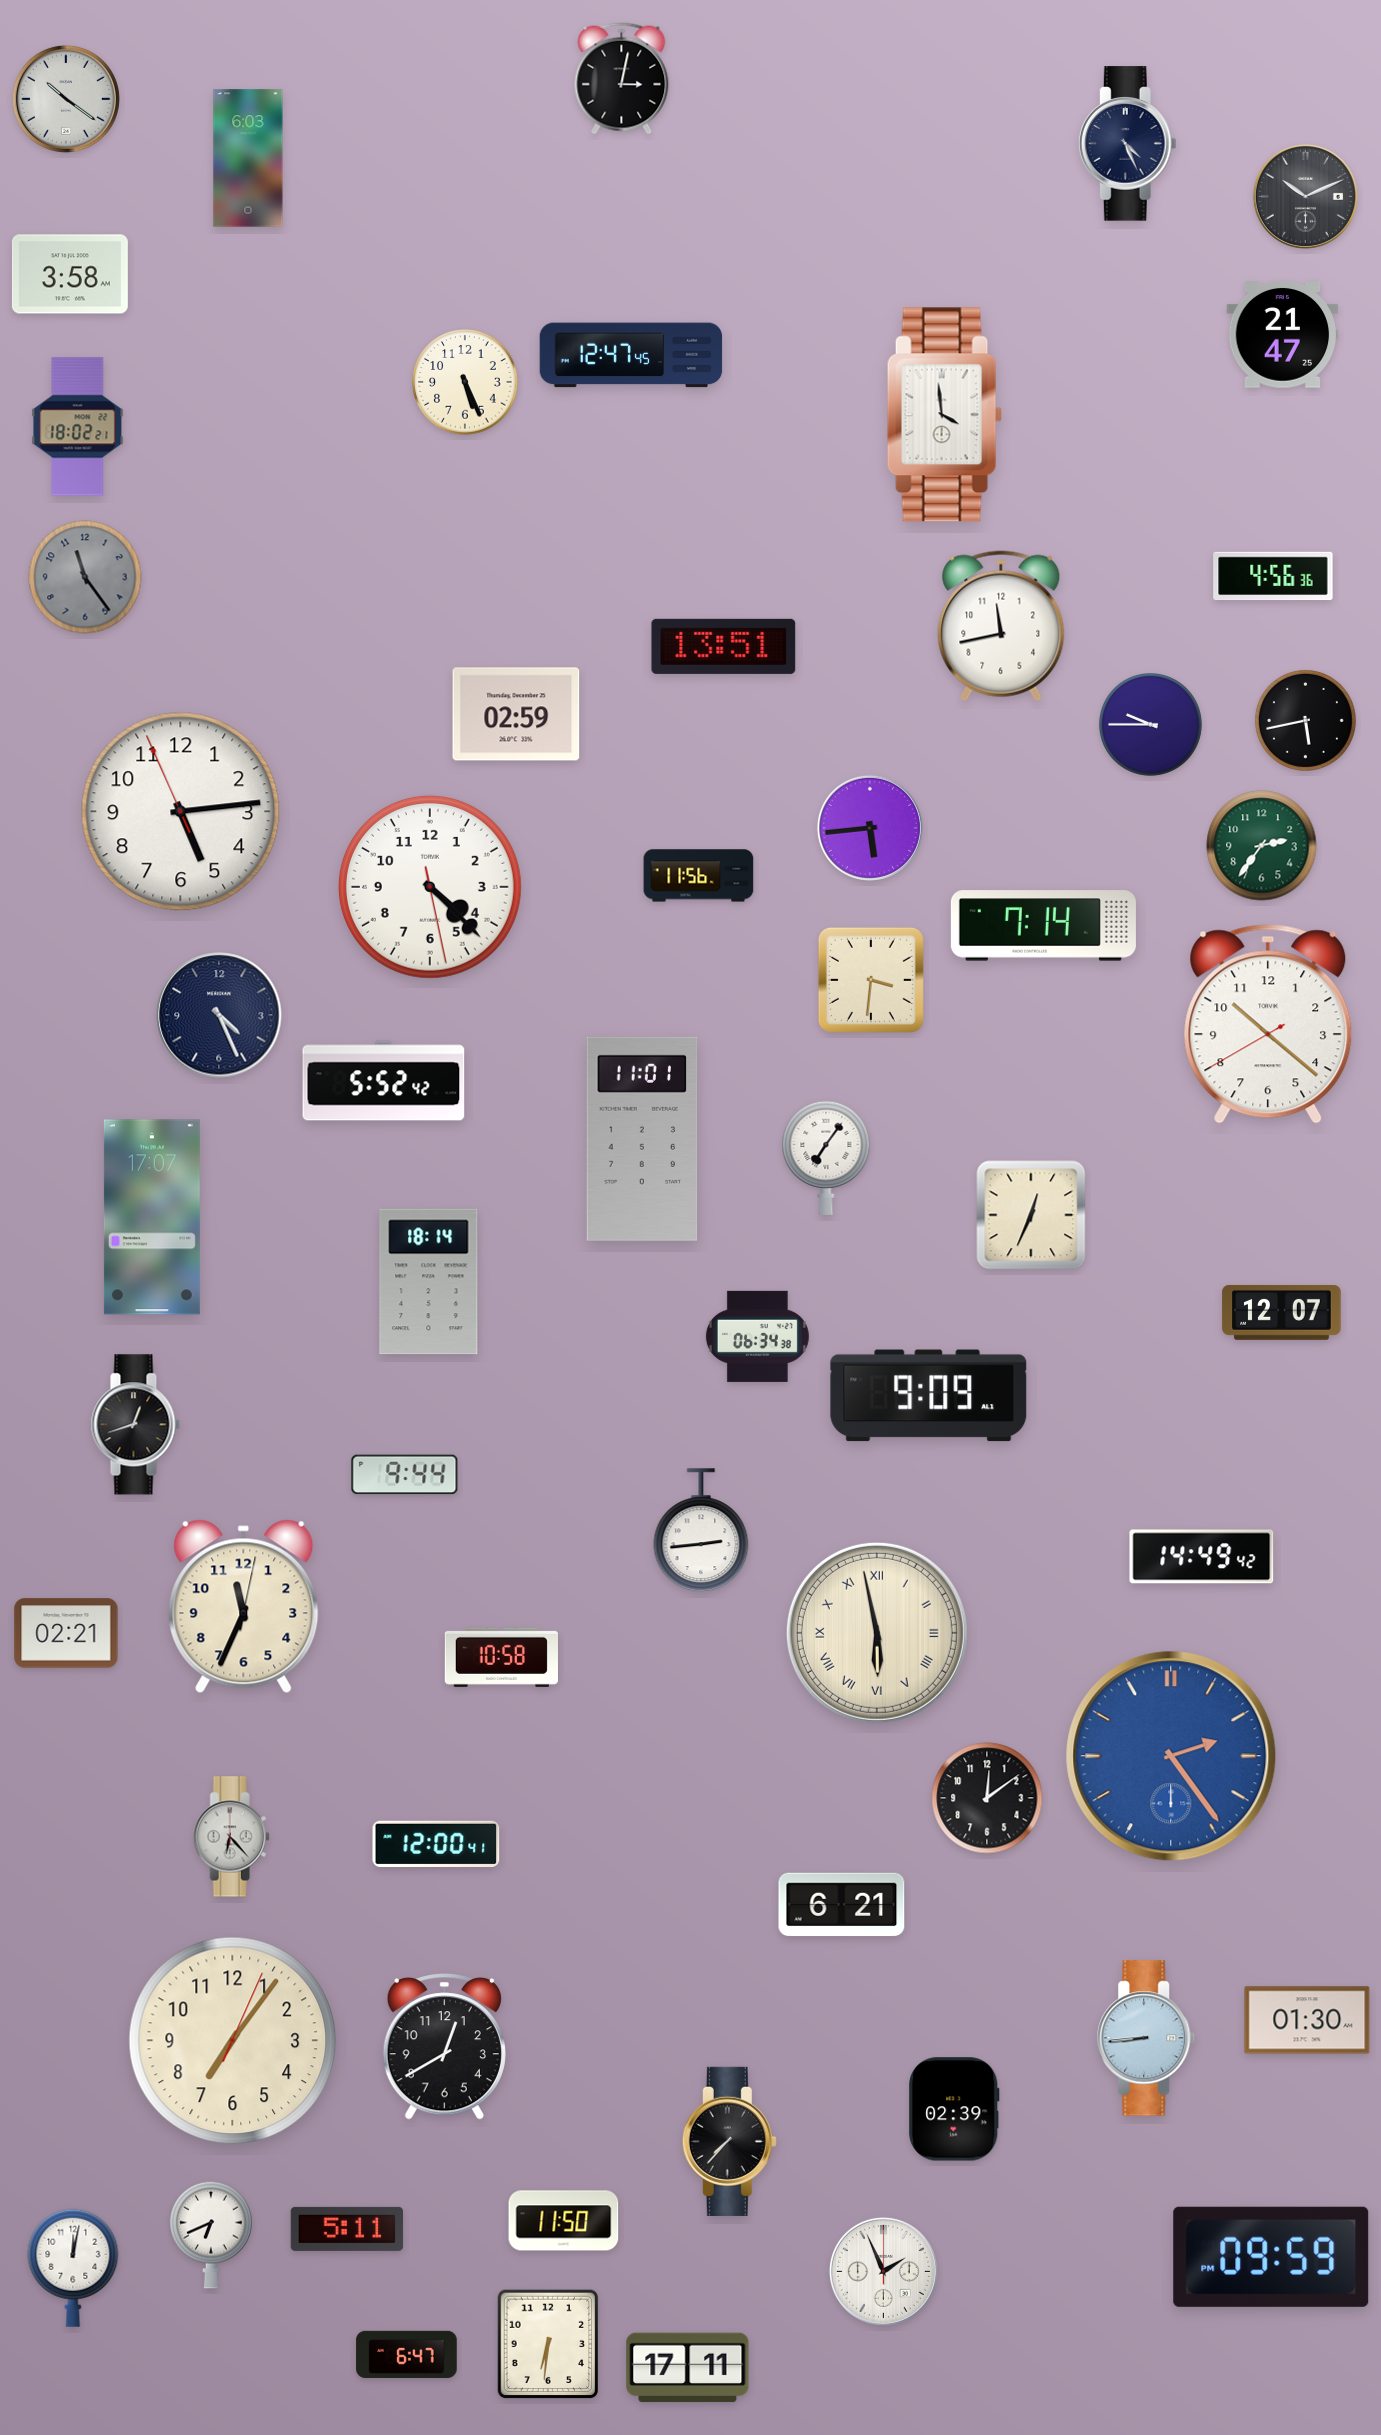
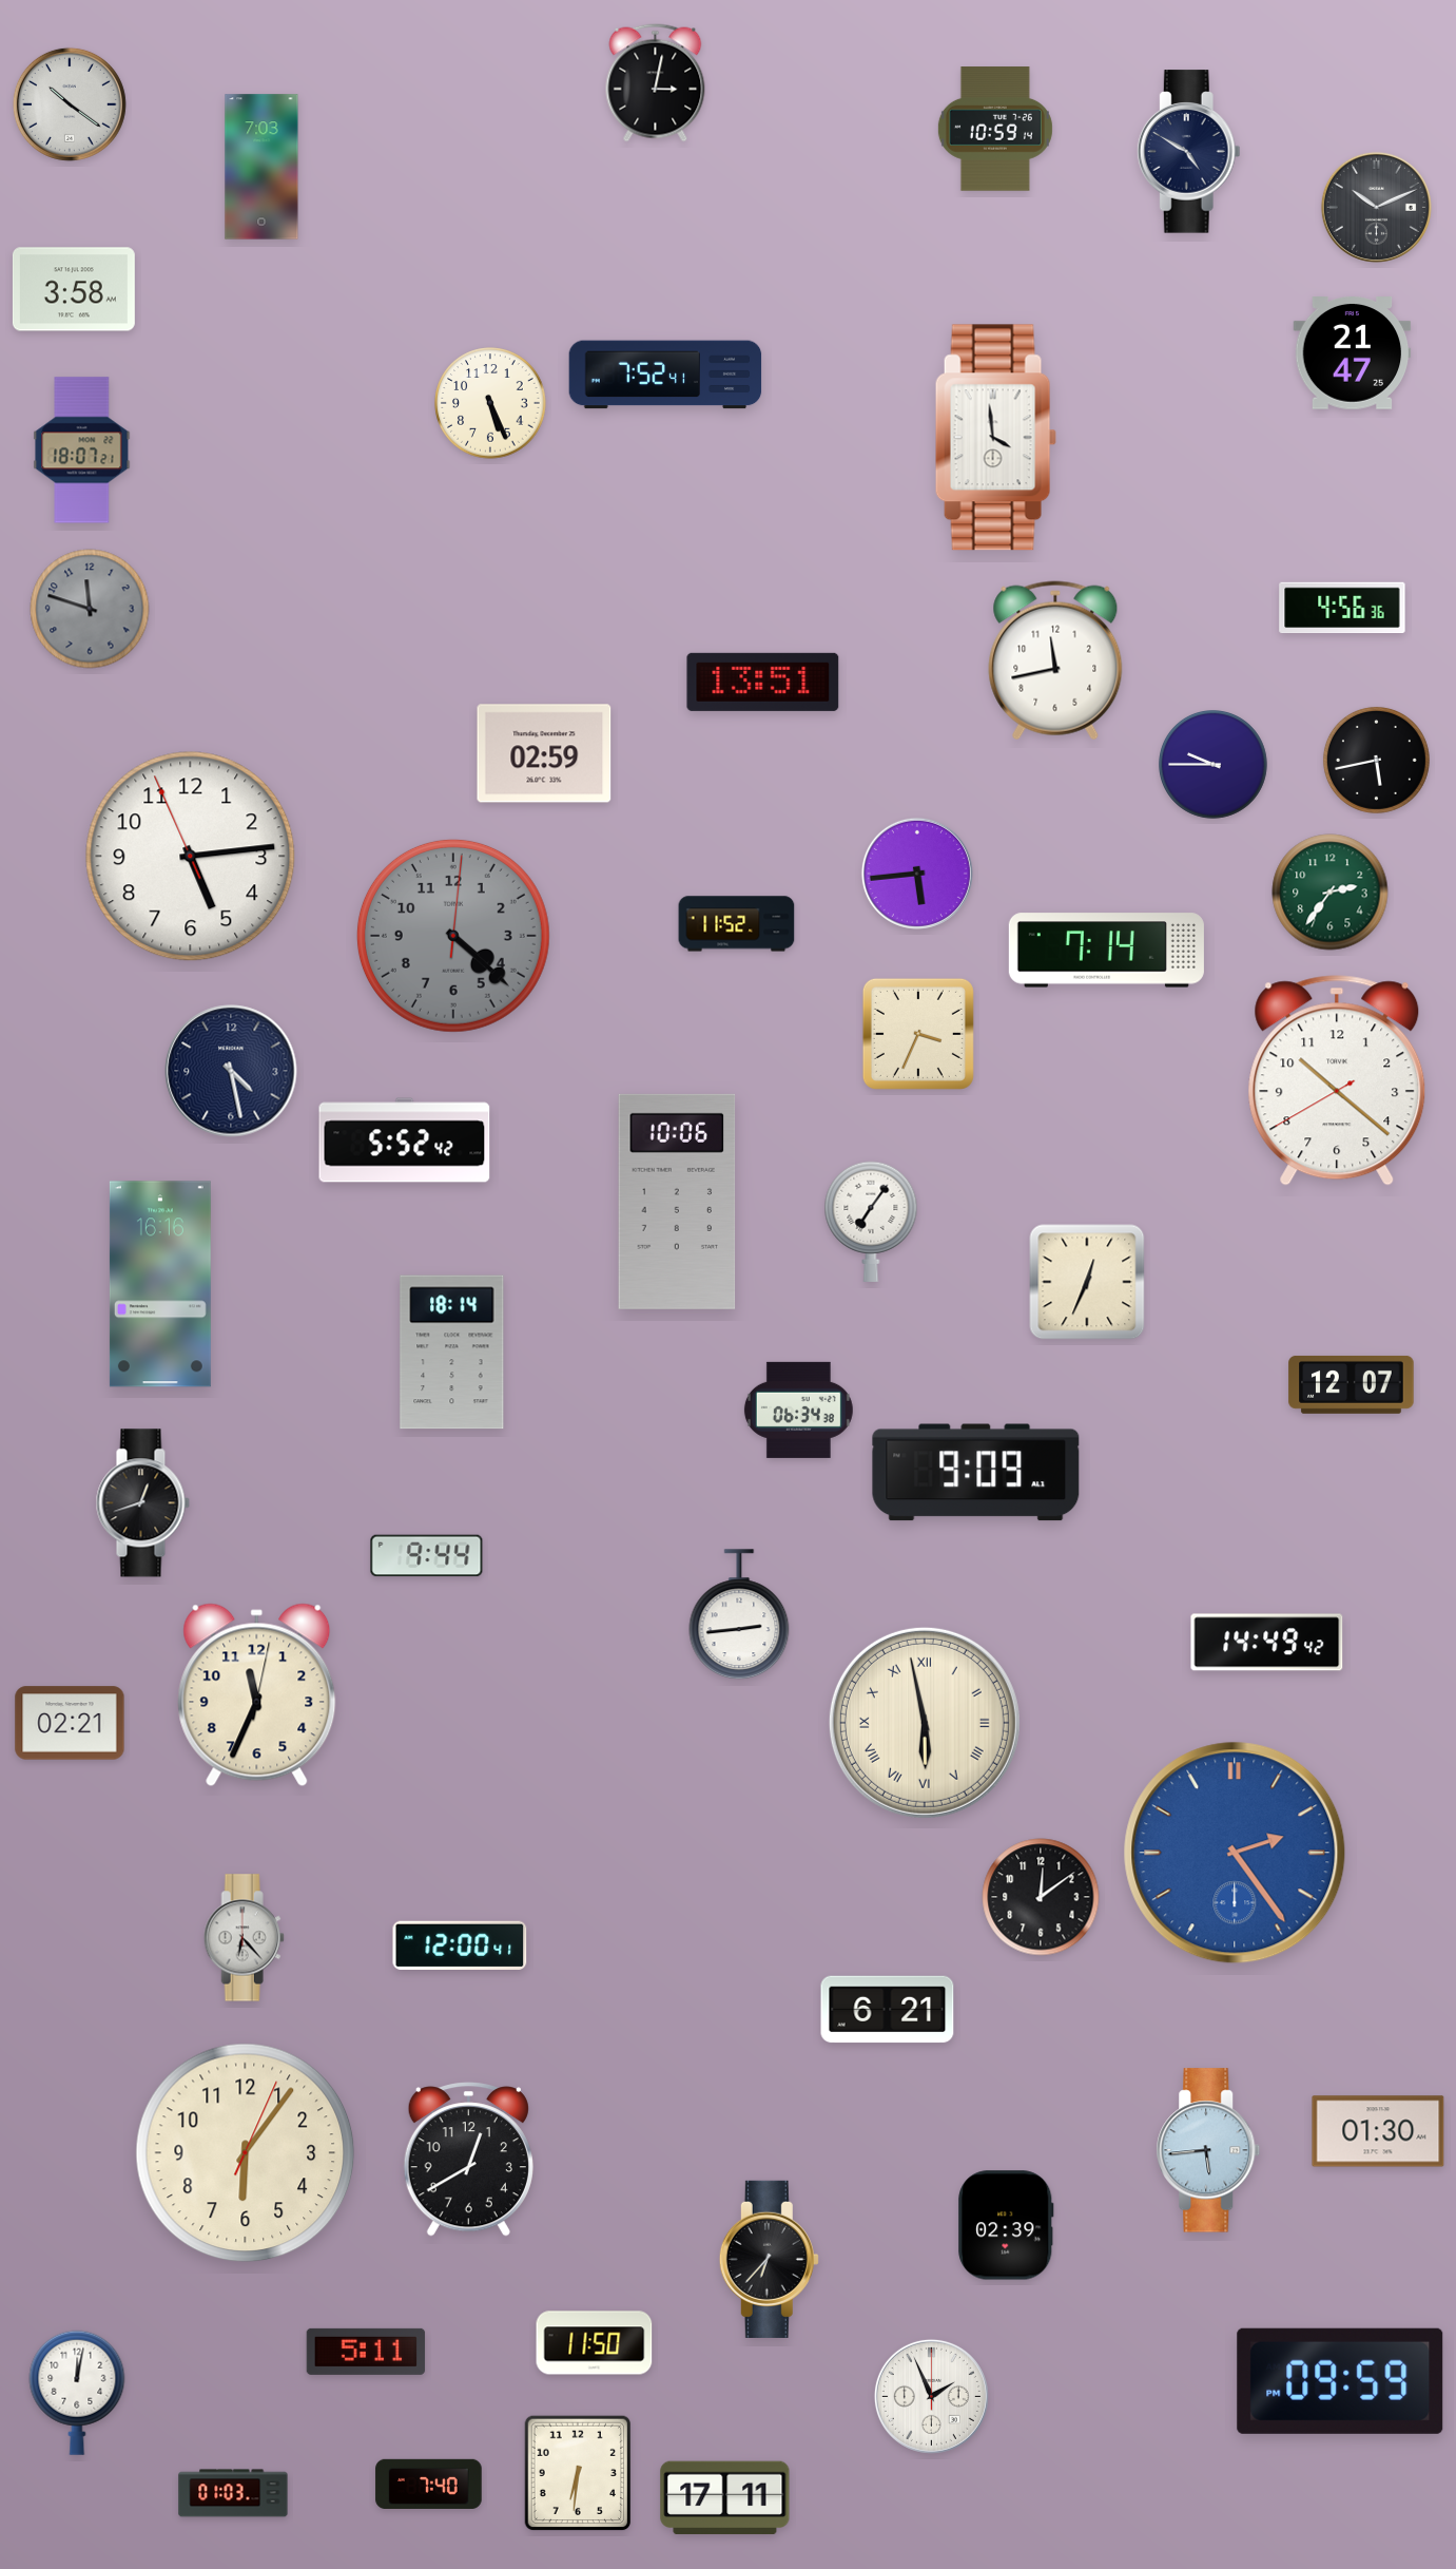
clock at (995, 129): none -> 10:59
clock at (1127, 144): 4:26 -> 4:50
clock at (248, 158): 6:03 -> 7:03
clock at (631, 355): 12:47 -> 7:52
clock at (78, 427): 18:02 -> 18:07
clock at (85, 577): 11:24 -> 11:48
clock at (699, 876): 11:56 -> 11:52
clock at (430, 887): 4:22:28 -> 4:22:01
clock at (430, 887) dial: white -> grey
clock at (1043, 926) position: (1043, 926) -> (1106, 951)
clock at (871, 980): 3:31 -> 3:34
clock at (219, 1015): 4:26 -> 4:28
clock at (642, 1139): 11:01 -> 10:06
clock at (152, 1217): 17:07 -> 16:16
clock at (929, 1396) position: (929, 1396) -> (976, 1473)
clock at (501, 1657): 10:58 -> none
clock at (1146, 2038): 8:44 -> 5:44
clock at (233, 2041): 7:06 -> 6:06
clock at (729, 2141): 7:37 -> 6:37
clock at (211, 2235): 6:41 -> none
clock at (407, 2354): 6:47 -> 7:40
clock at (233, 2493): none -> 01:03
